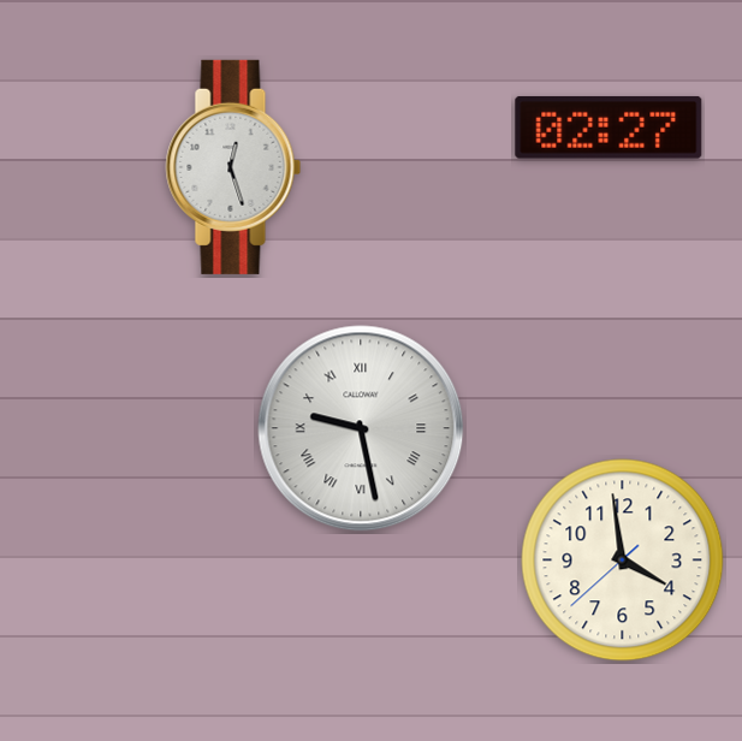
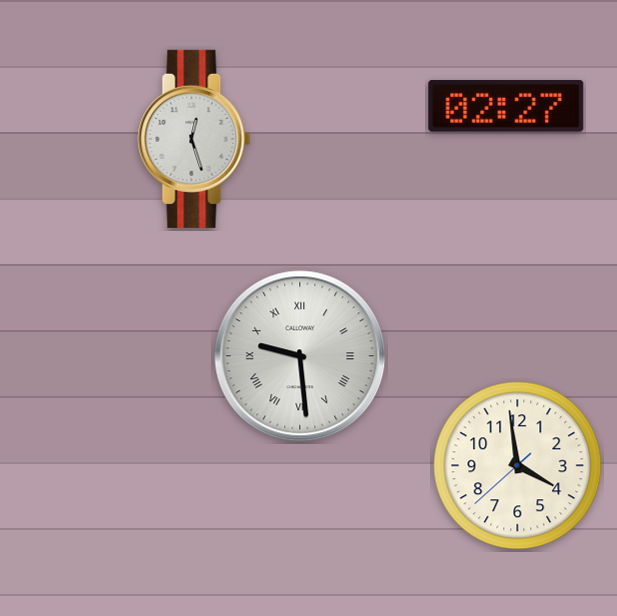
clock at (361, 428): 9:28 -> 9:29
